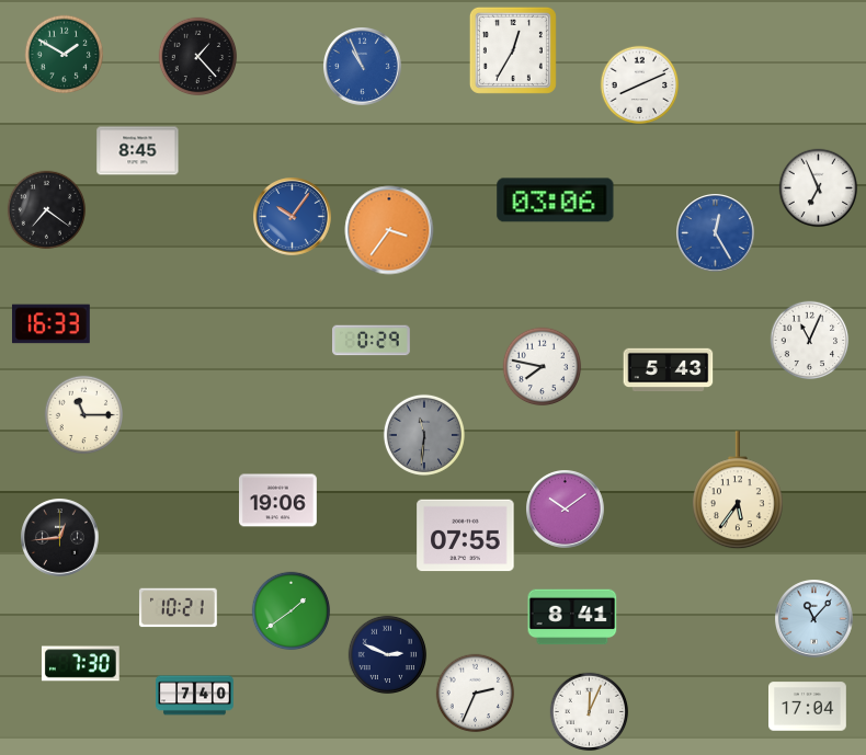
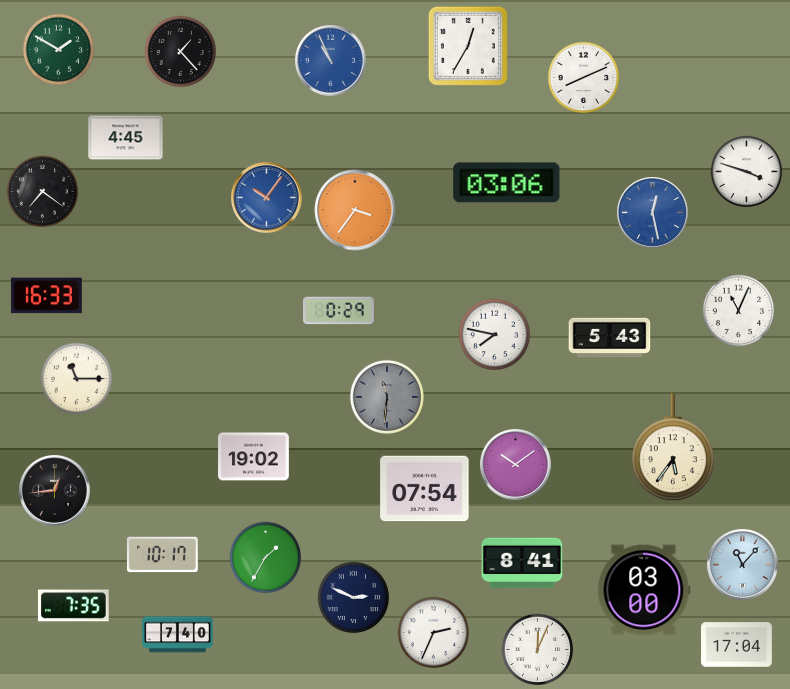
clock at (138, 151): 8:45 -> 4:45
clock at (819, 188): 6:56 -> 3:48
clock at (716, 233): 12:25 -> 12:28
clock at (278, 501): 19:06 -> 19:02
clock at (466, 536): 07:55 -> 07:54
clock at (178, 608): 10:21 -> 10:17
clock at (292, 611): 1:39 -> 1:35
clock at (644, 590): none -> 03:00
clock at (80, 664): 7:30 -> 7:35
